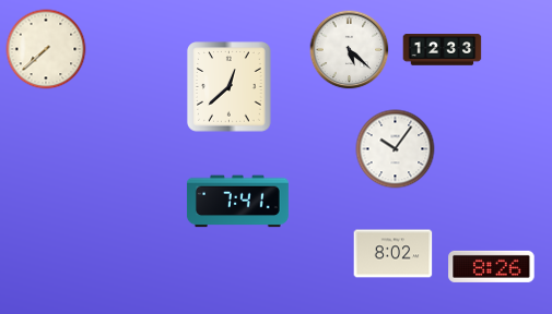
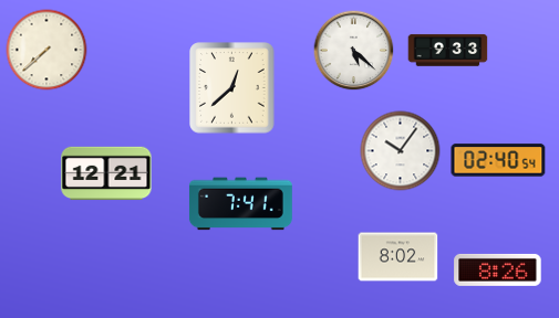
clock at (443, 50): 12:33 -> 9:33
clock at (498, 160): none -> 02:40
clock at (106, 173): none -> 12:21
